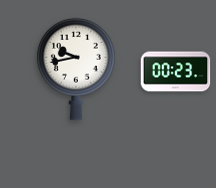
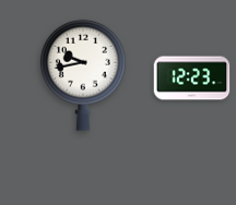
clock at (176, 72): 00:23 -> 12:23
